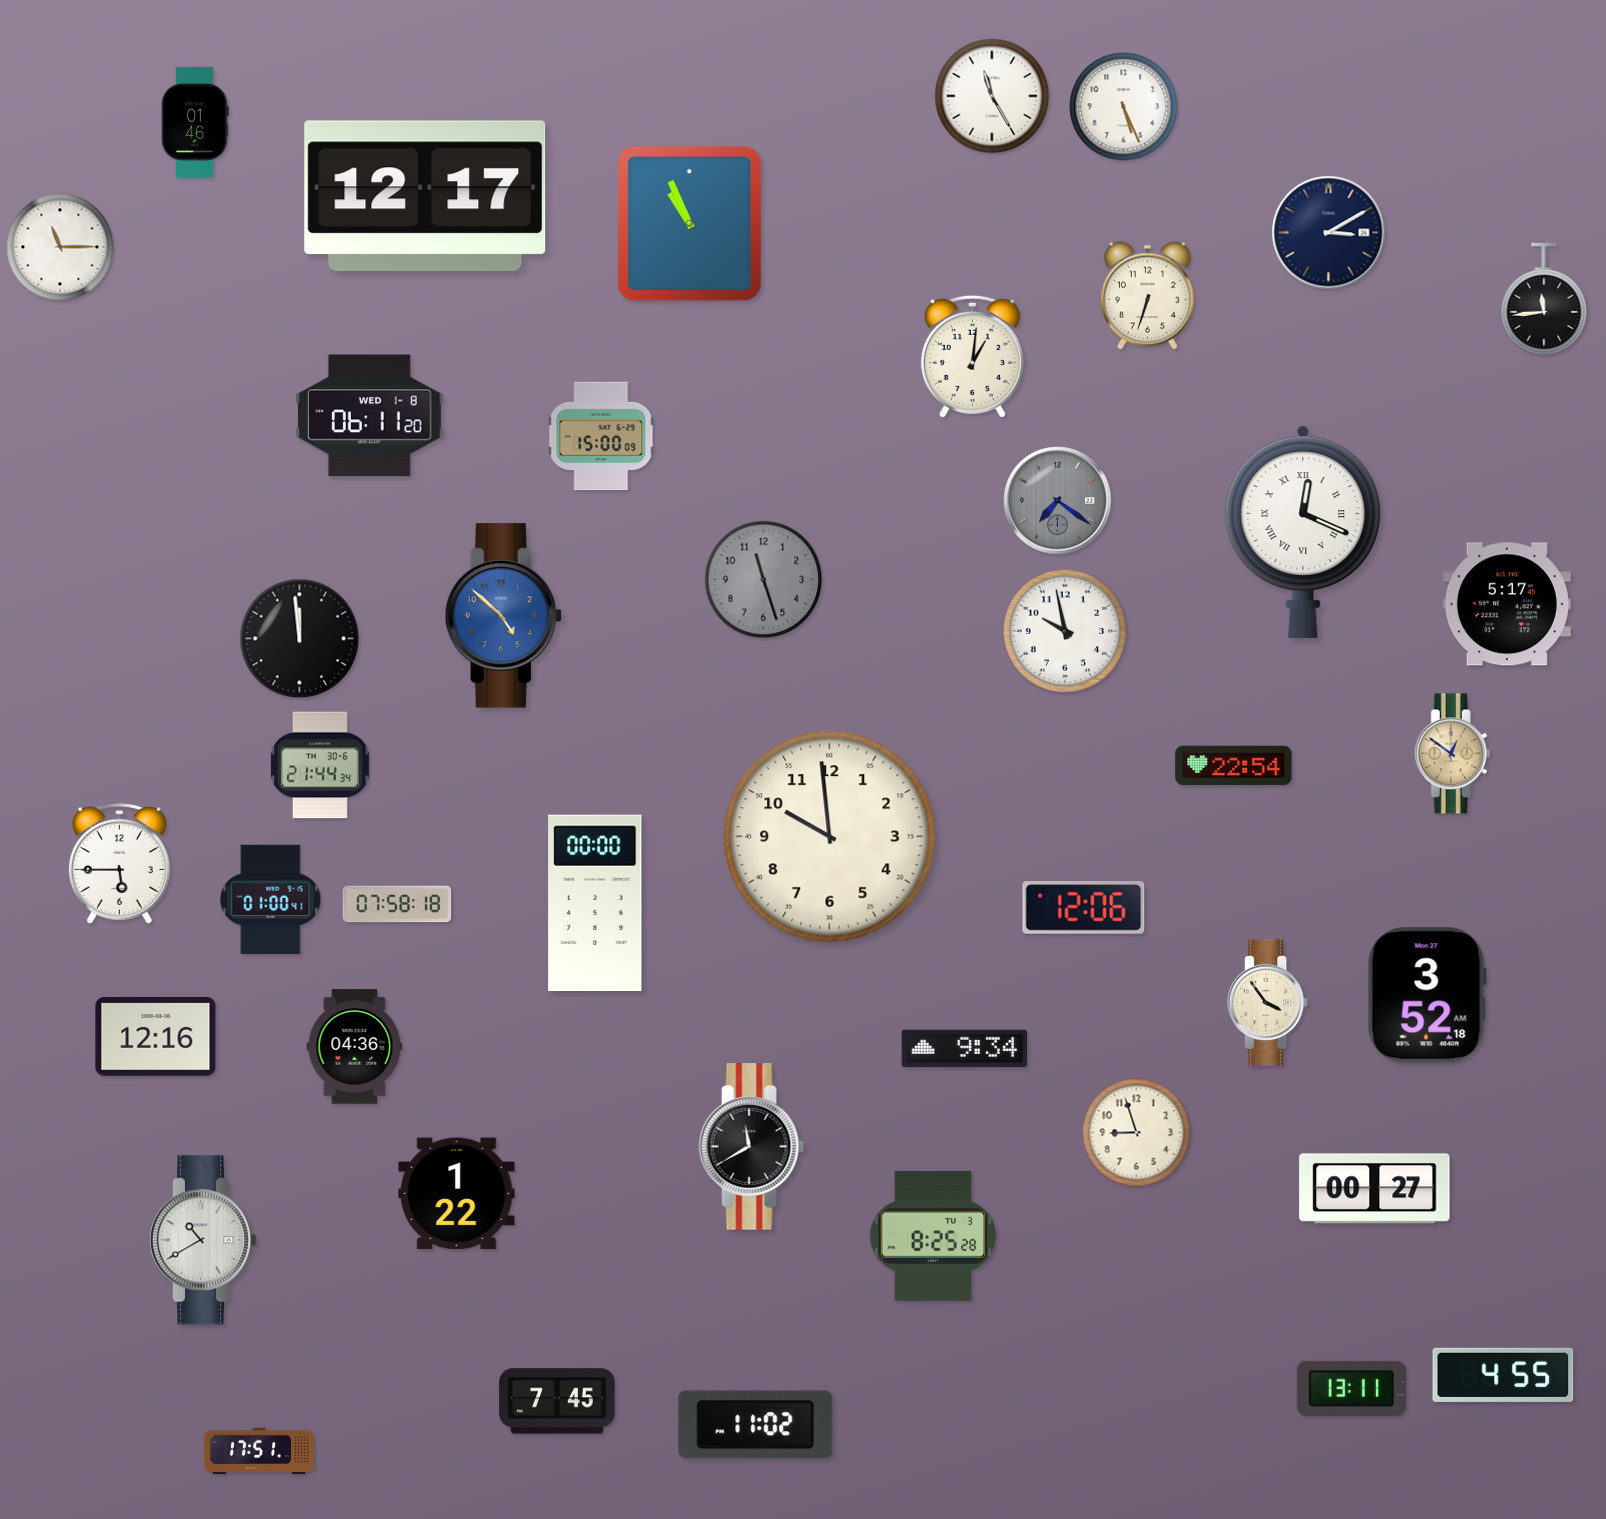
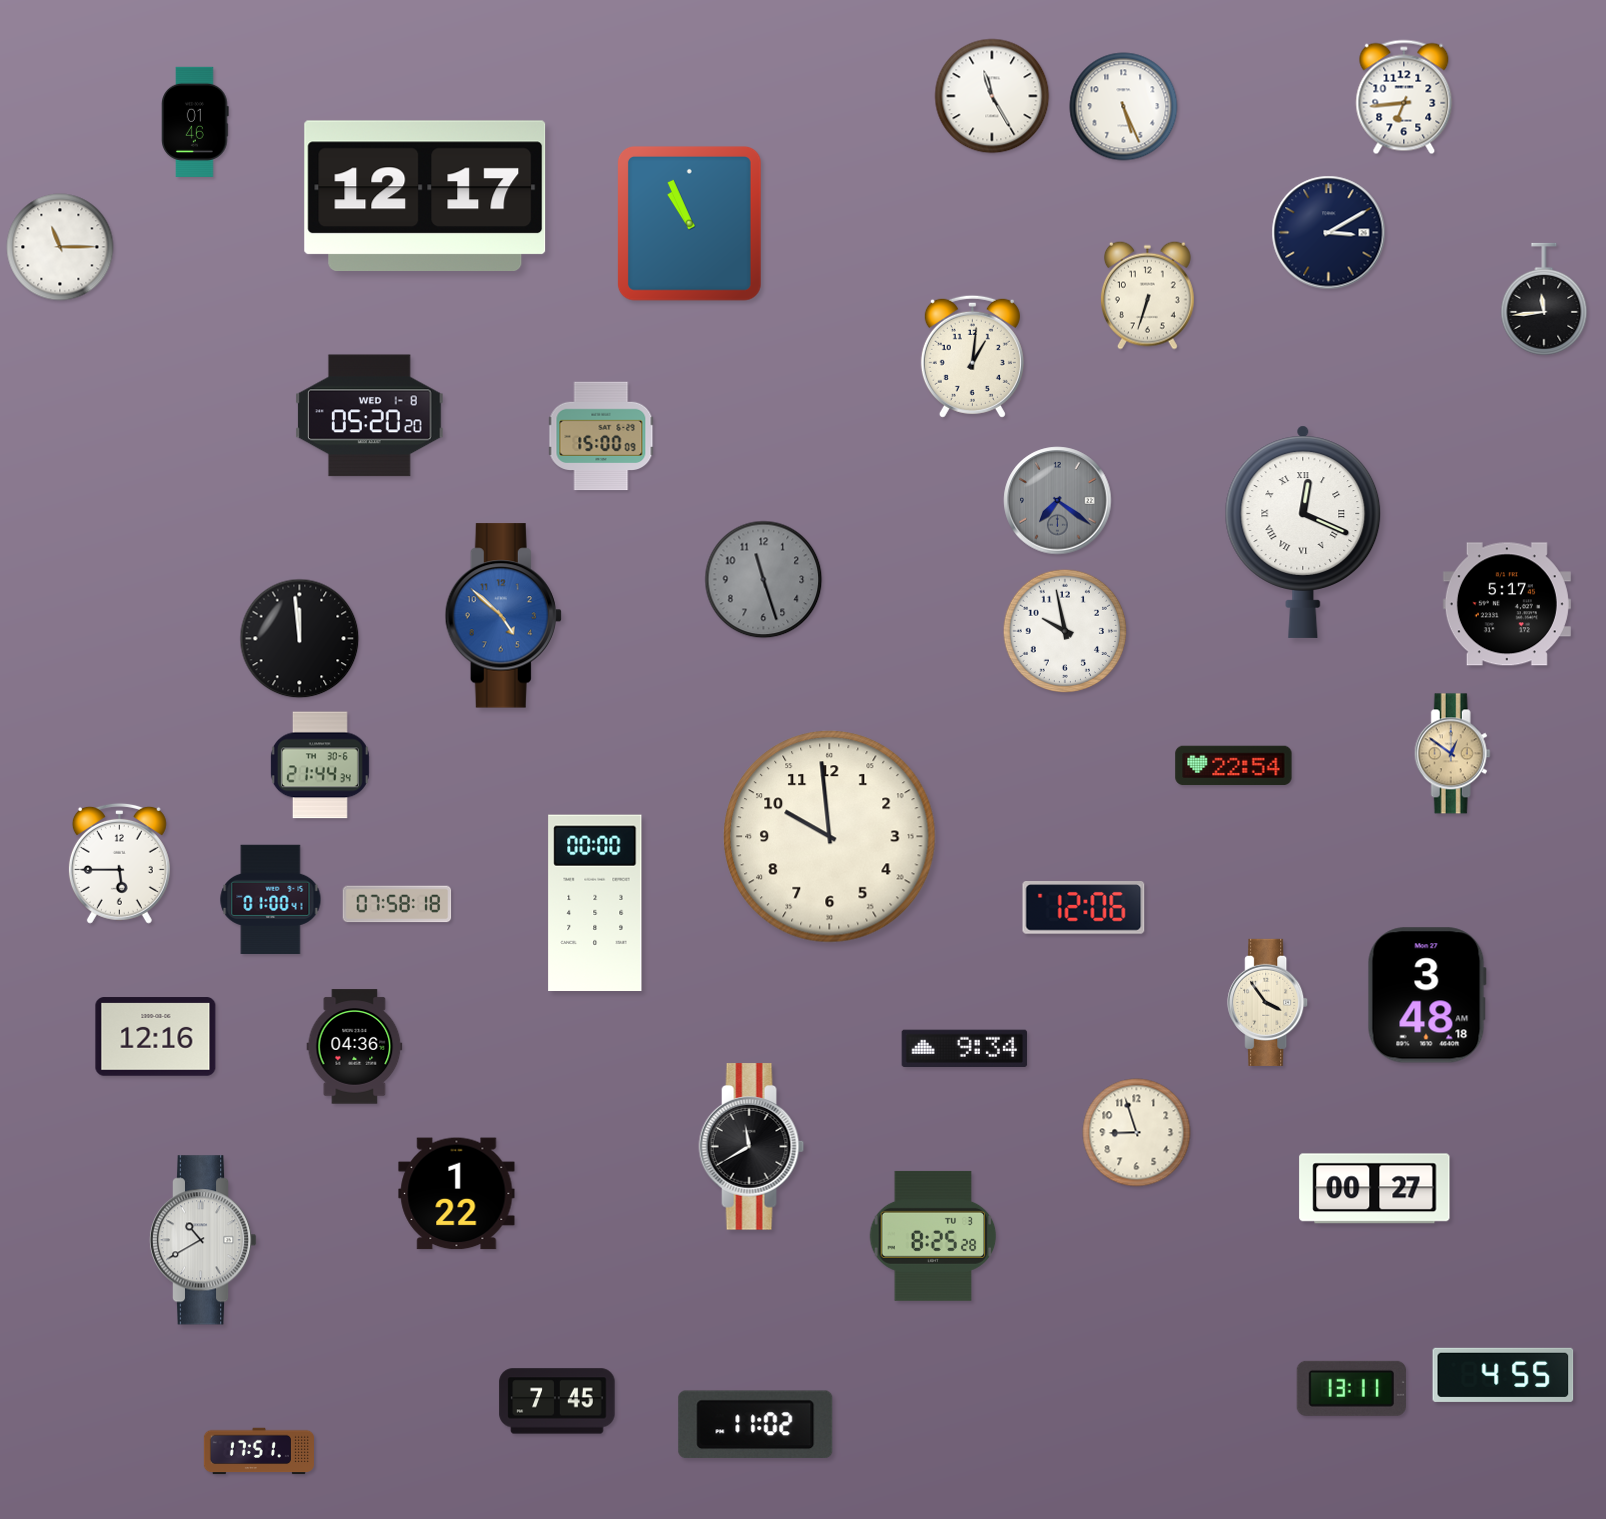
clock at (1404, 97): none -> 6:44
clock at (370, 416): 06:11 -> 05:20
clock at (1427, 995): 3:52 -> 3:48
